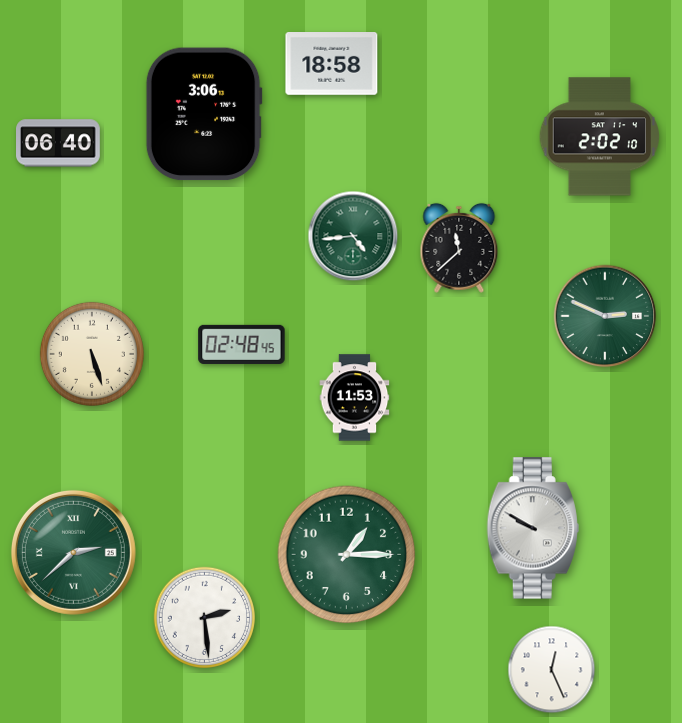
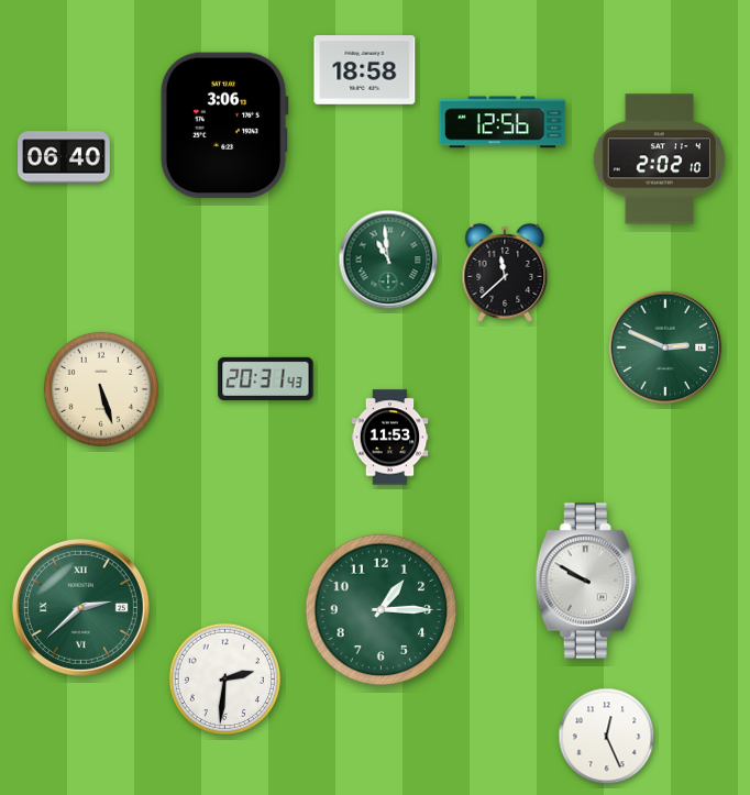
clock at (503, 122): none -> 12:56
clock at (600, 137) position: (600, 137) -> (660, 159)
clock at (353, 236): 4:44 -> 10:59
clock at (242, 344): 02:48 -> 20:31
clock at (204, 617): 2:29 -> 2:31
